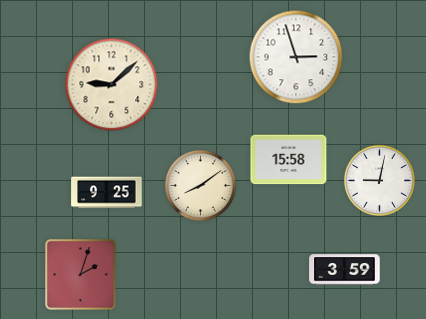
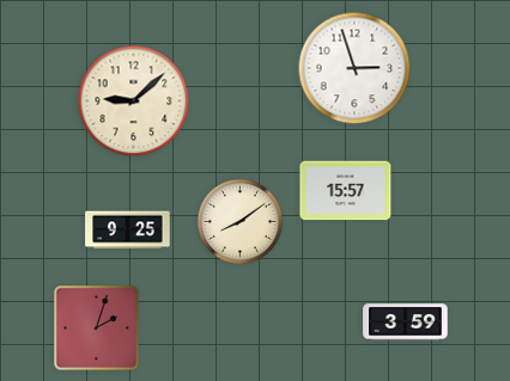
clock at (289, 160): 15:58 -> 15:57
clock at (379, 180): 9:02 -> none
clock at (345, 270) position: (345, 270) -> (406, 322)
